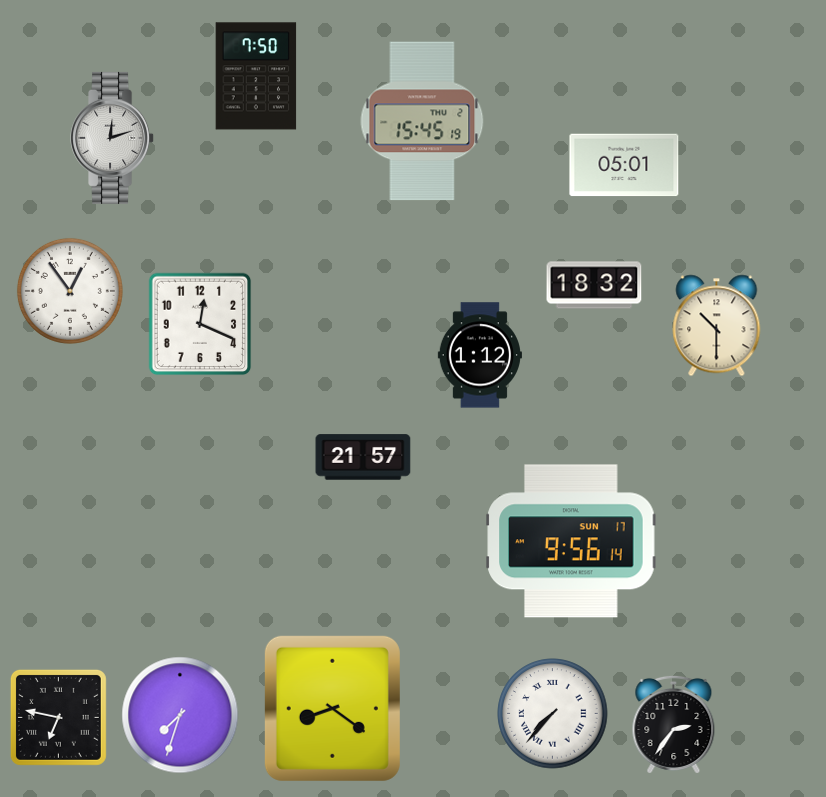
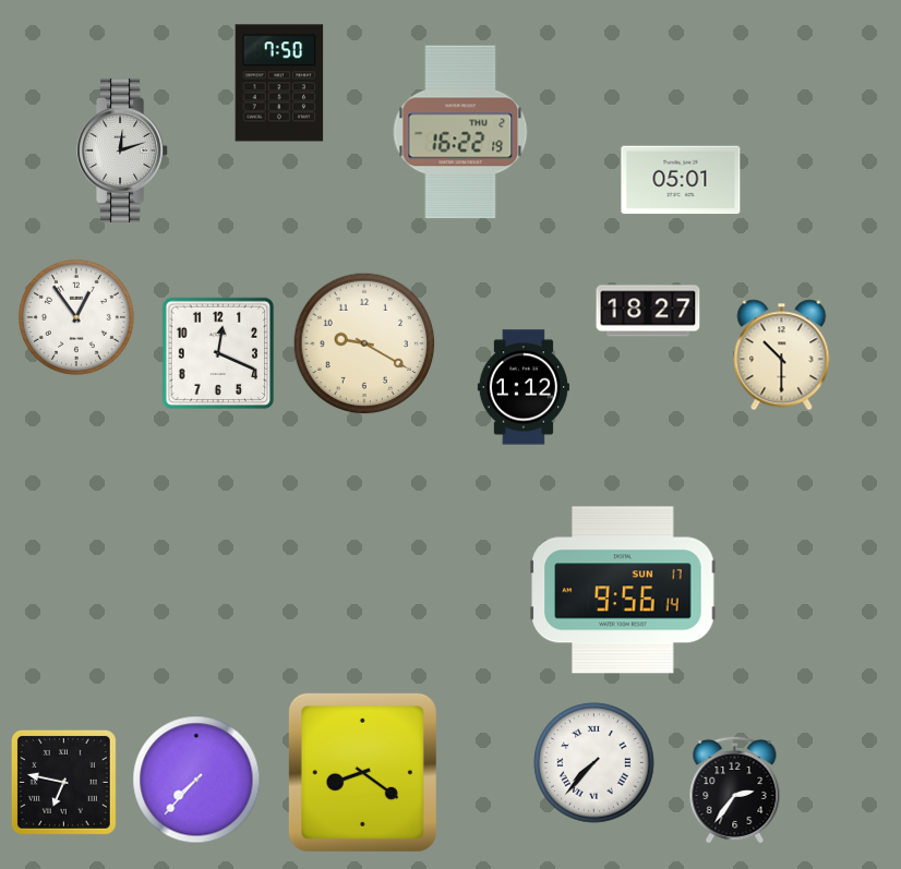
clock at (422, 121): 15:45 -> 16:22
clock at (594, 285): 18:32 -> 18:27
clock at (364, 343): none -> 9:20
clock at (363, 457): 21:57 -> none
clock at (553, 714) position: (553, 714) -> (594, 763)
clock at (180, 715): 7:33 -> 7:37
